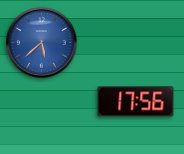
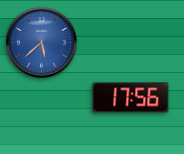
clock at (136, 102) position: (136, 102) -> (131, 98)
